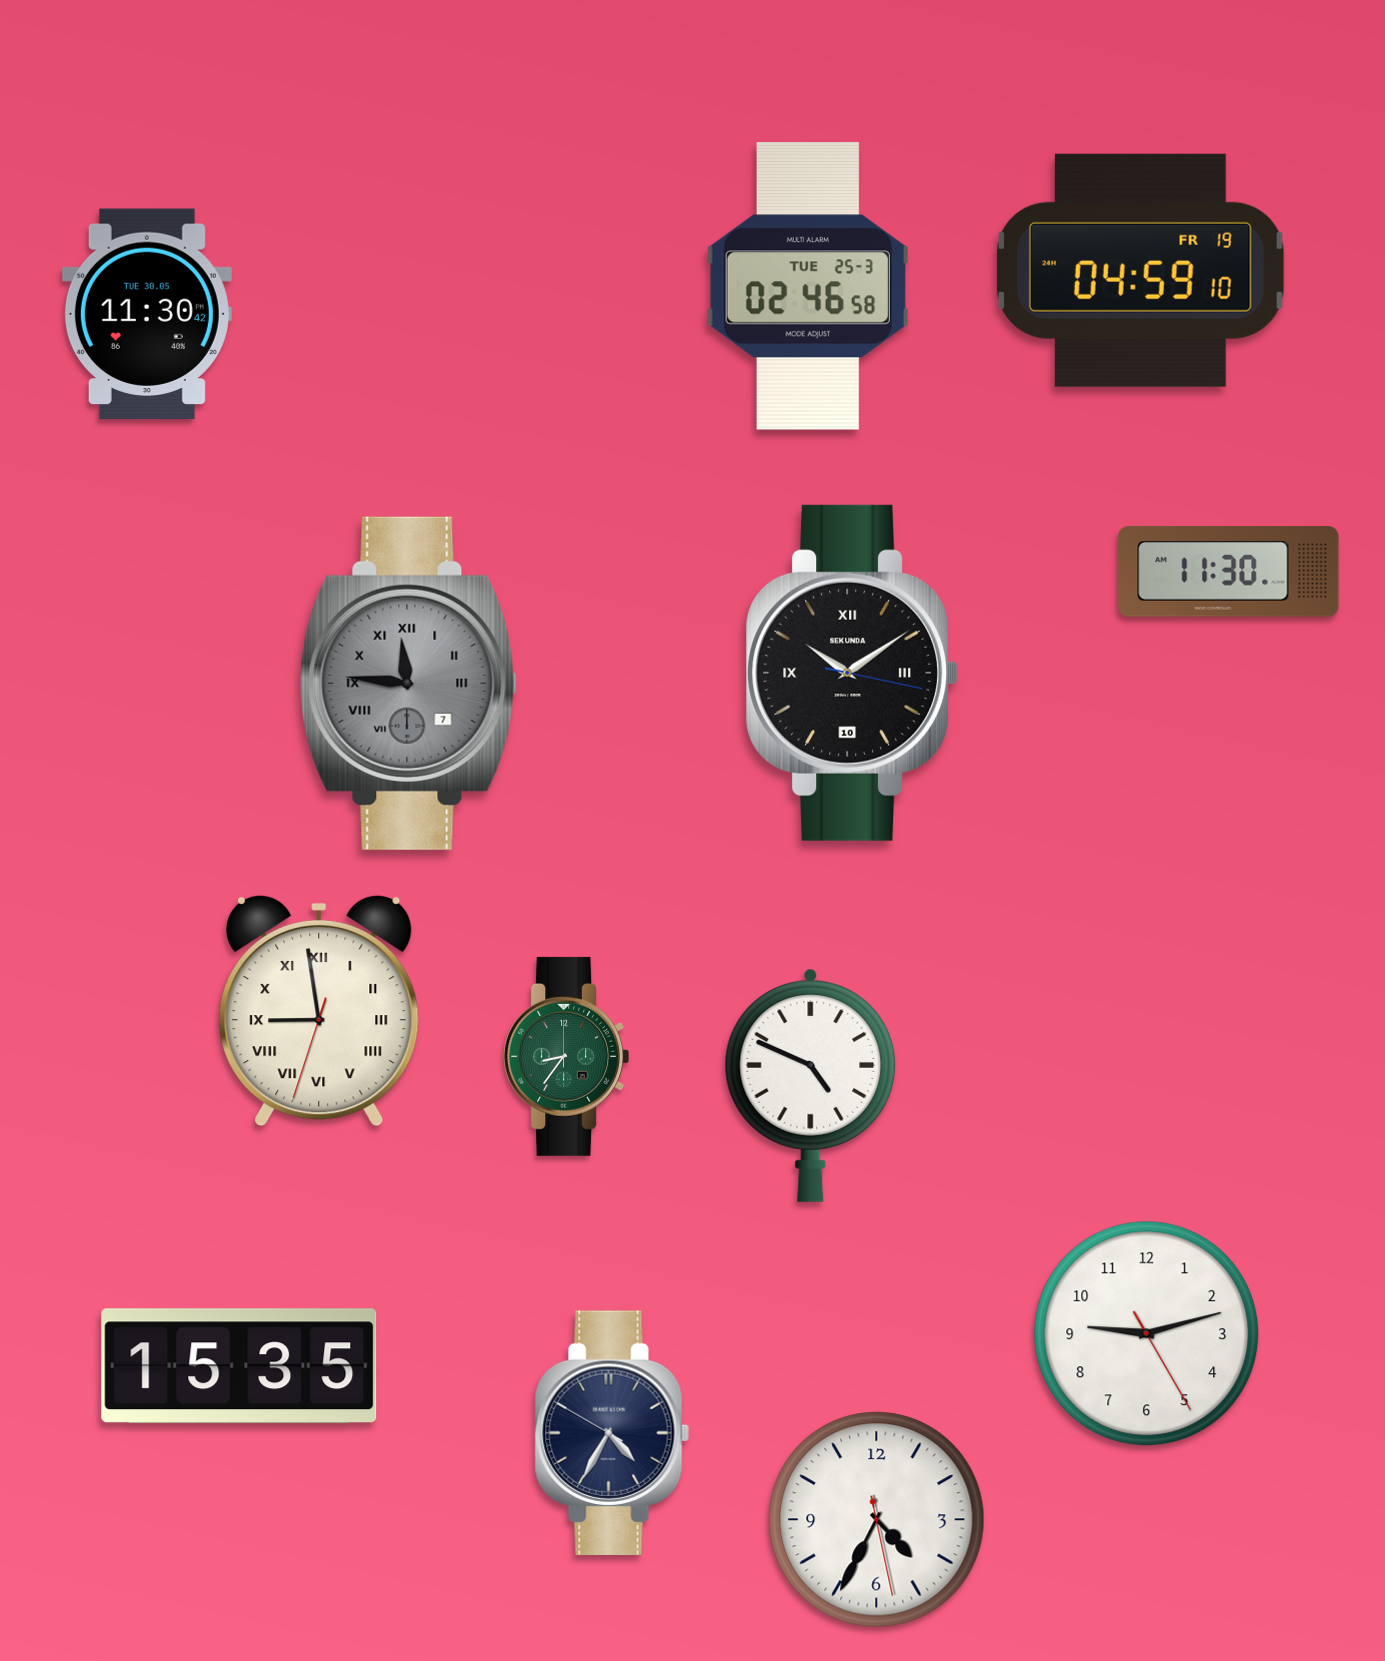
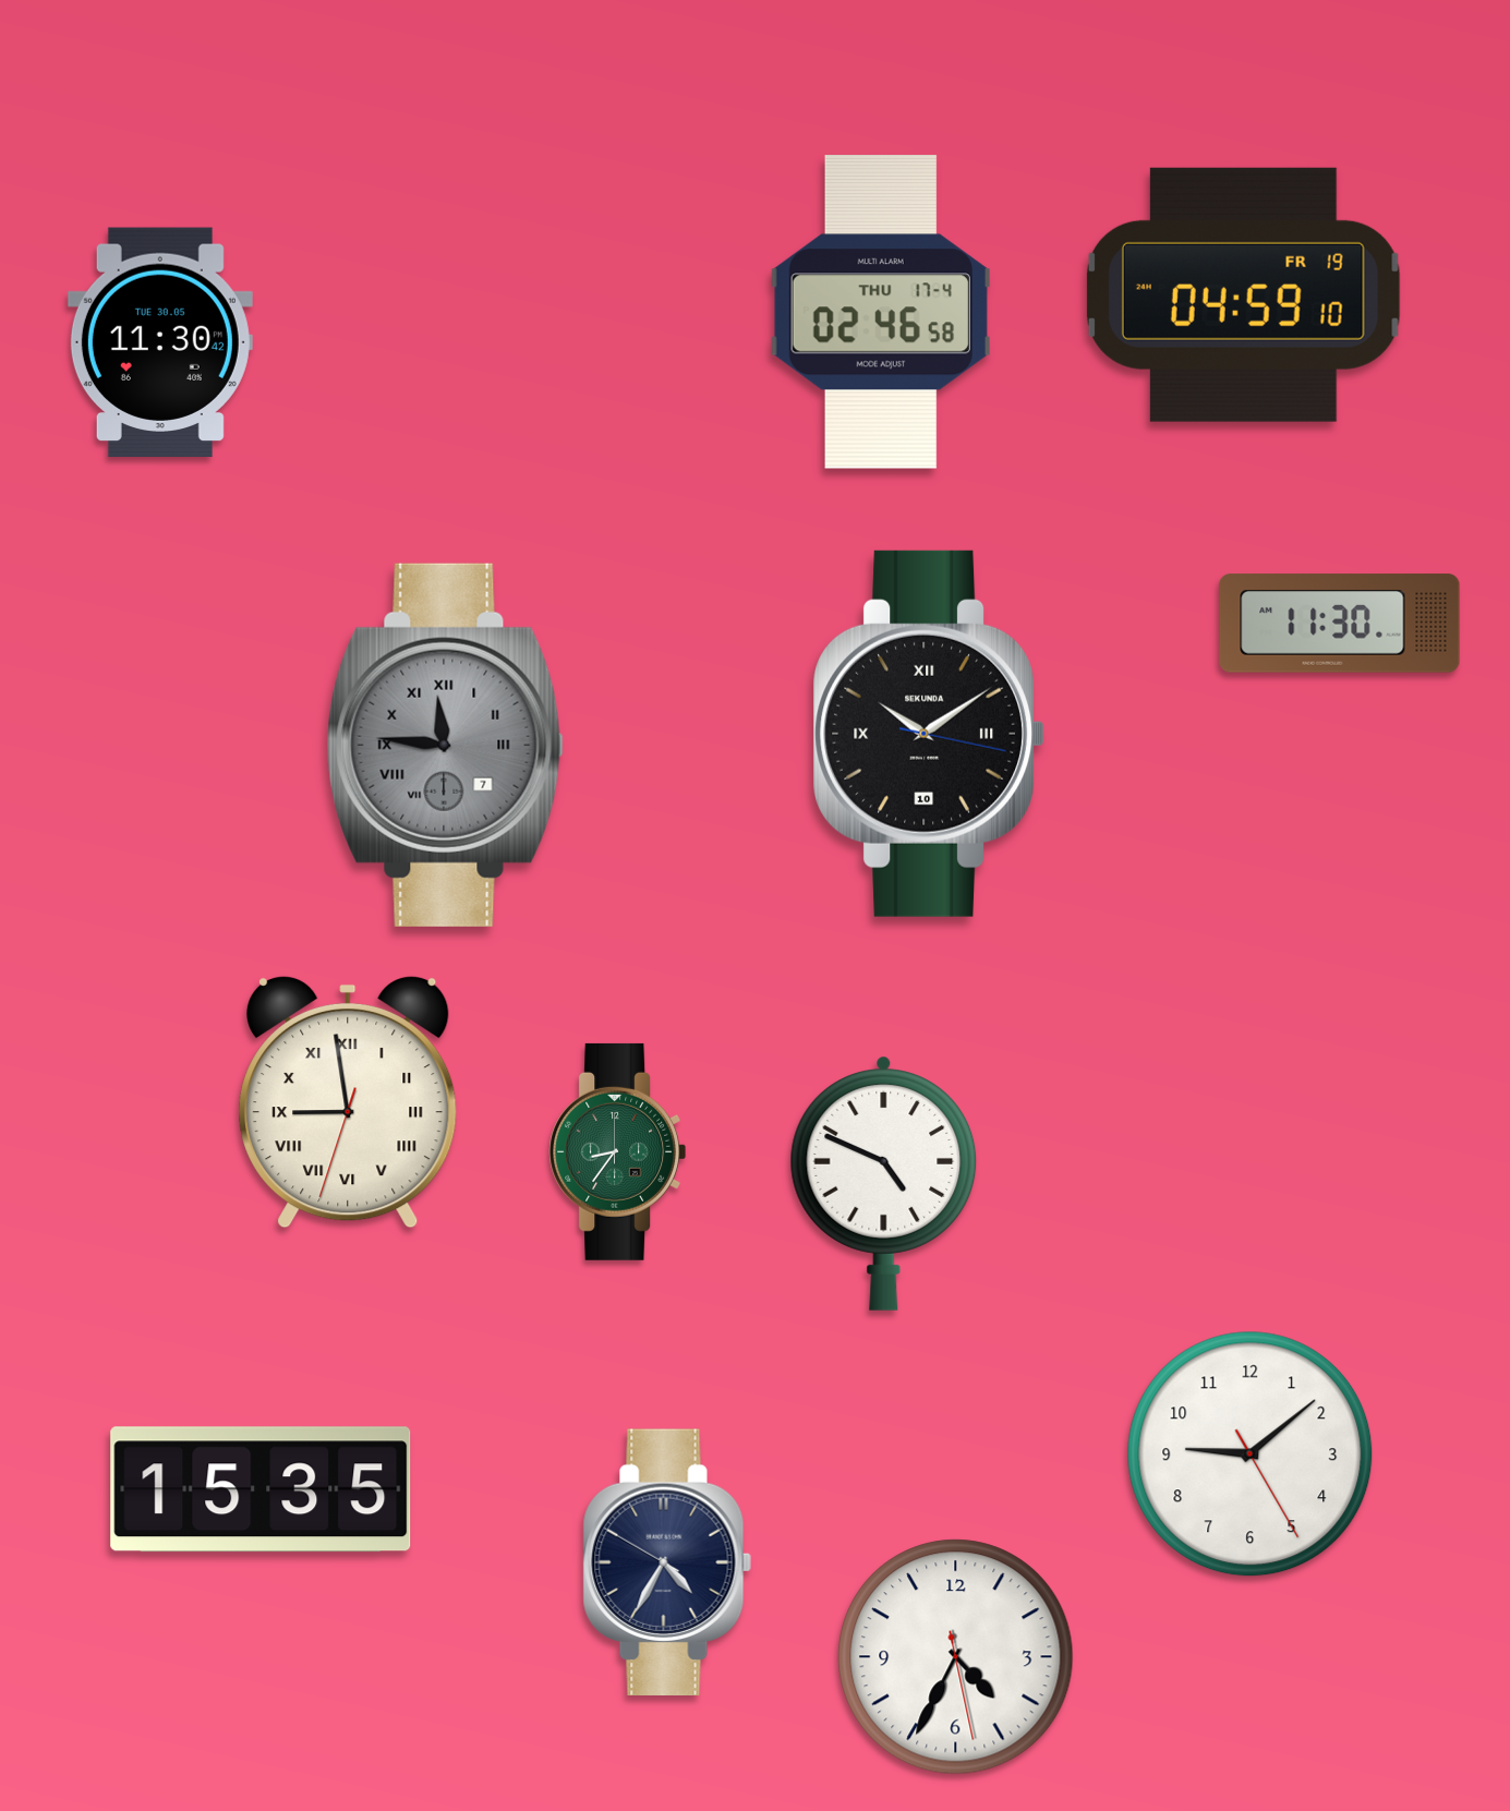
clock at (808, 287) date: TUE 25-3 -> THU 17-4
clock at (1147, 1334): 9:12 -> 9:08
